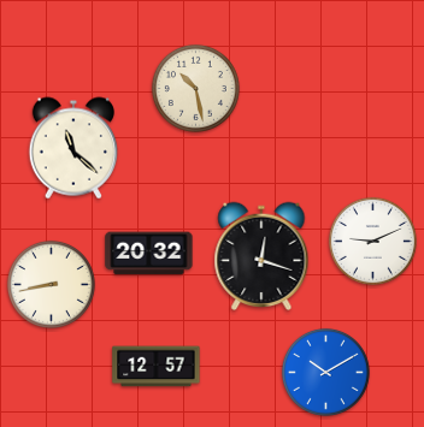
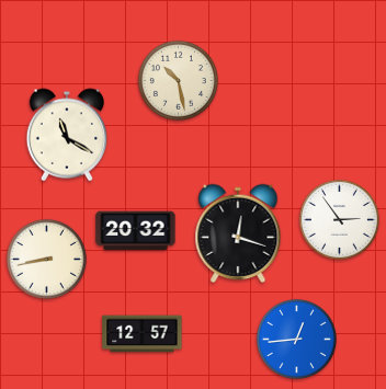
clock at (72, 148): 11:22 -> 11:20
clock at (372, 241): 9:11 -> 2:54
clock at (325, 372): 10:10 -> 12:44
